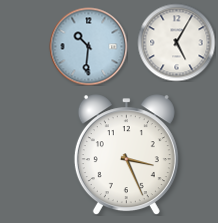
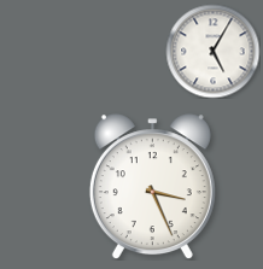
clock at (88, 46): 10:31 -> none
